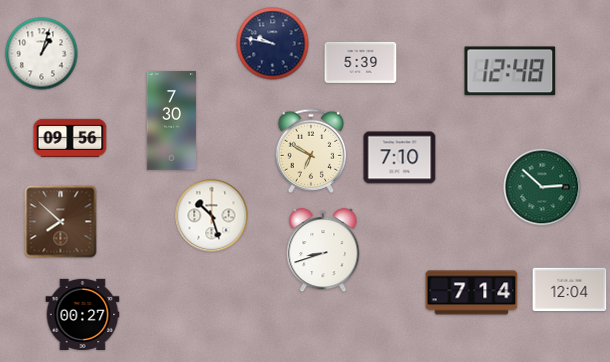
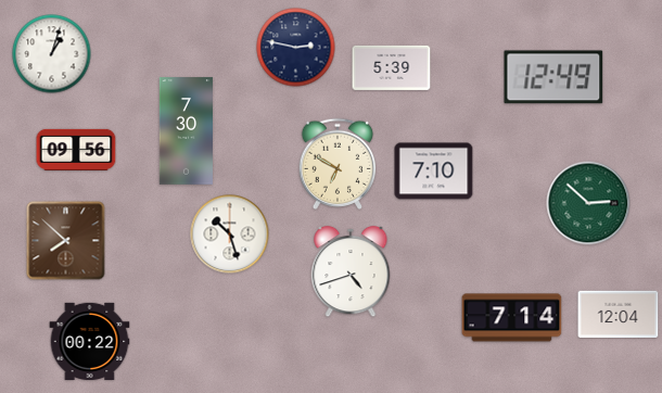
clock at (273, 44): 9:47 -> 2:47
clock at (42, 54) position: (42, 54) -> (52, 54)
clock at (510, 71): 12:48 -> 12:49
clock at (323, 250): 8:42 -> 4:42
clock at (83, 314): 00:27 -> 00:22
